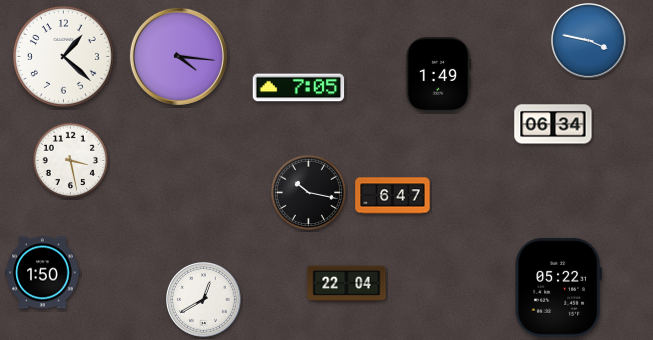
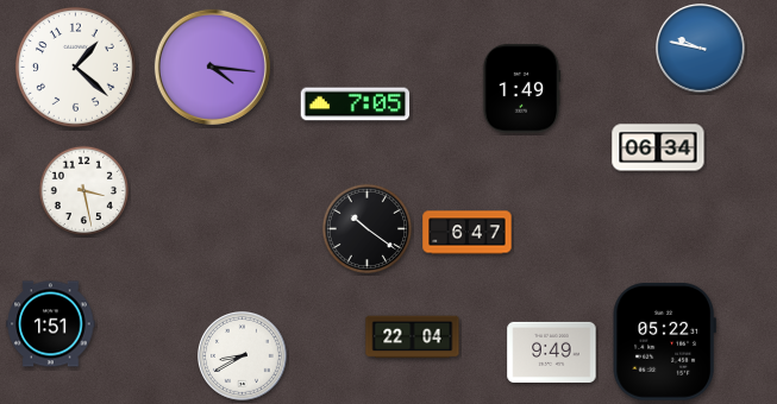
clock at (589, 41): 3:47 -> 9:47
clock at (308, 192): 10:17 -> 10:21
clock at (43, 273): 1:50 -> 1:51
clock at (552, 352): none -> 9:49
clock at (204, 300): 12:40 -> 8:40
